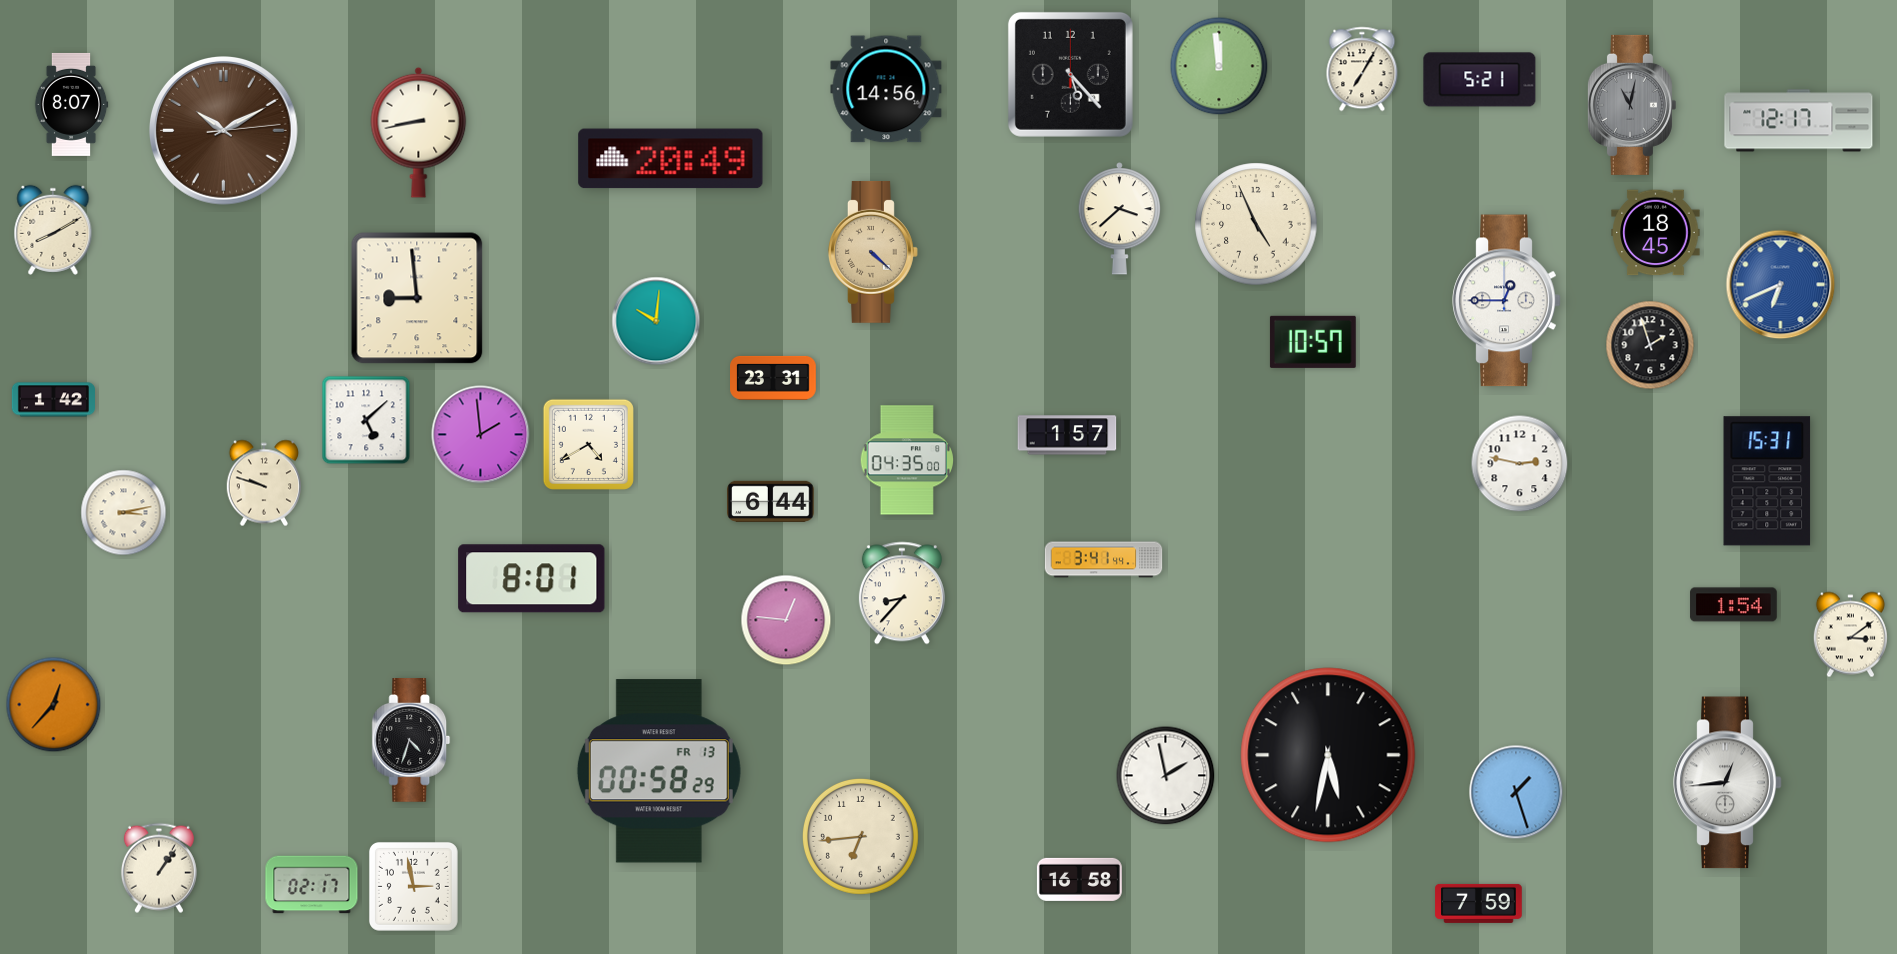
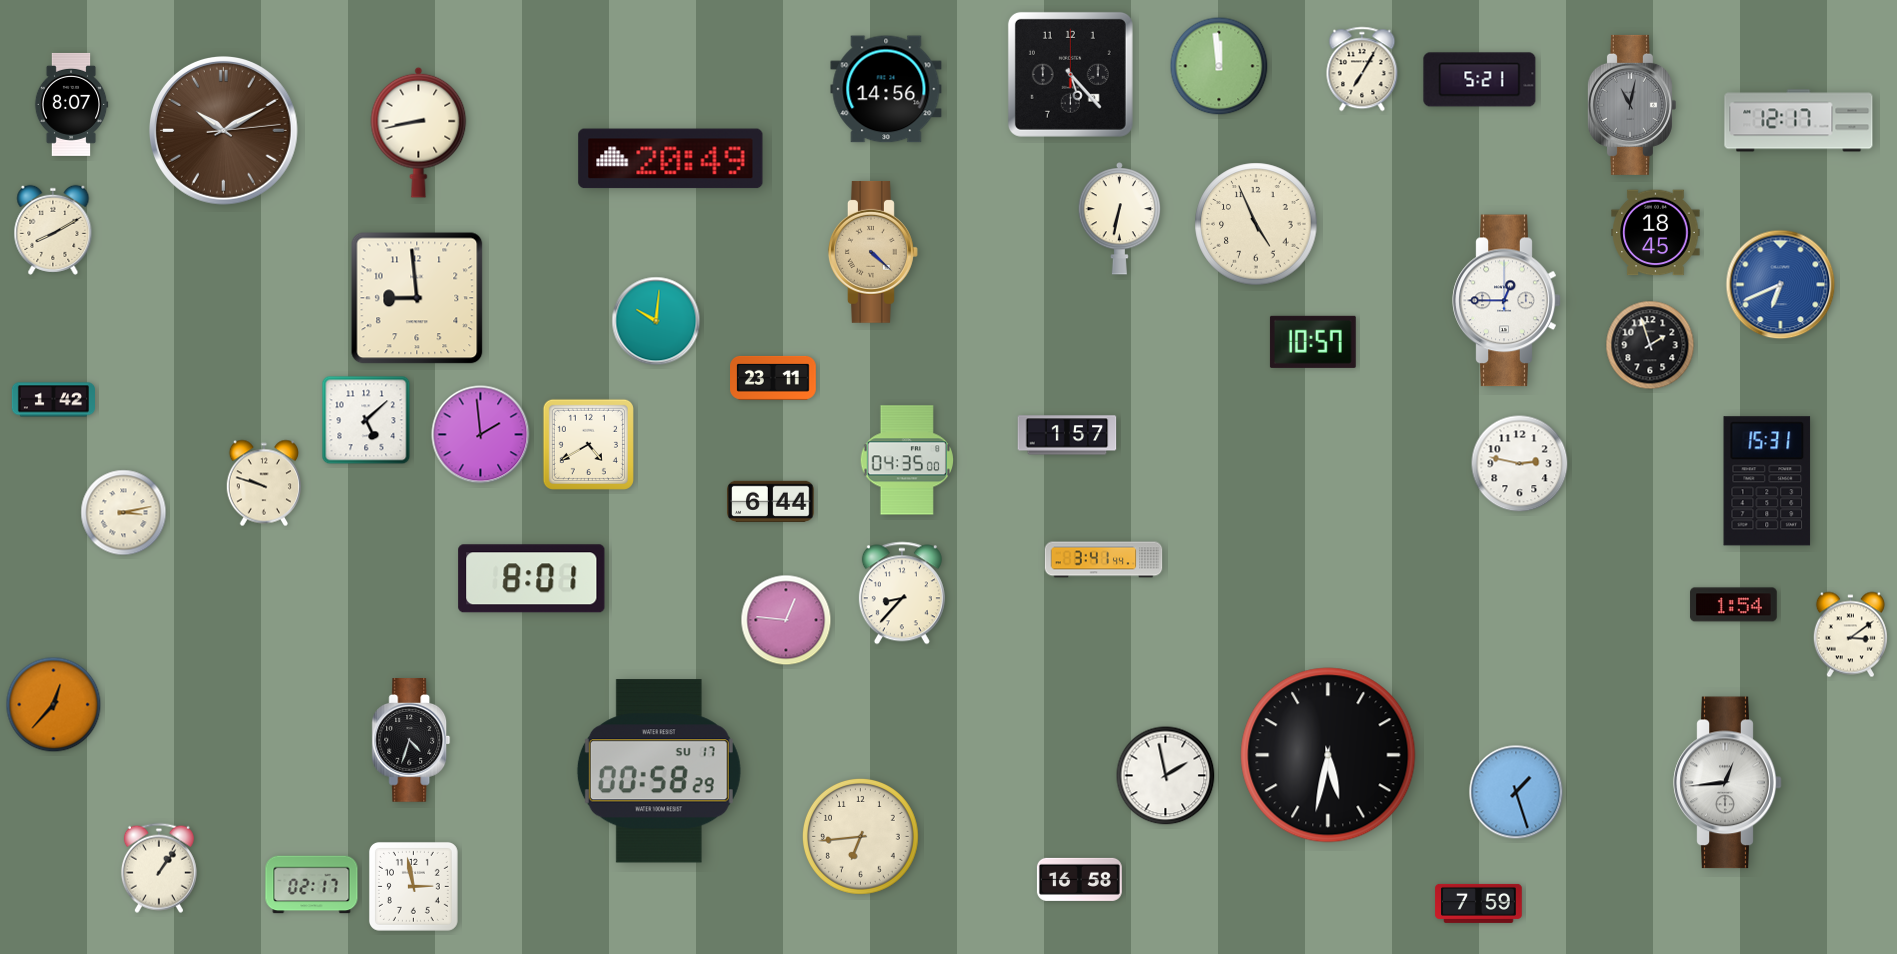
clock at (1119, 219): 3:38 -> 6:32
clock at (774, 378): 23:31 -> 23:11
clock at (659, 771) date: FR 13 -> SU 17
